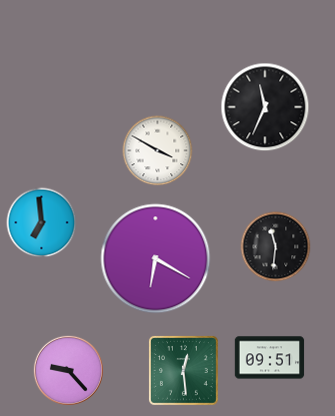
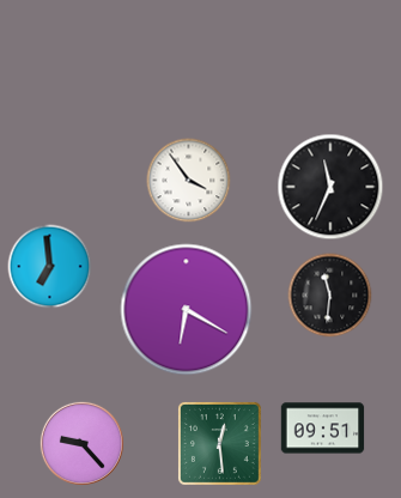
clock at (265, 107) position: (265, 107) -> (330, 187)
clock at (158, 151): 3:50 -> 3:54
